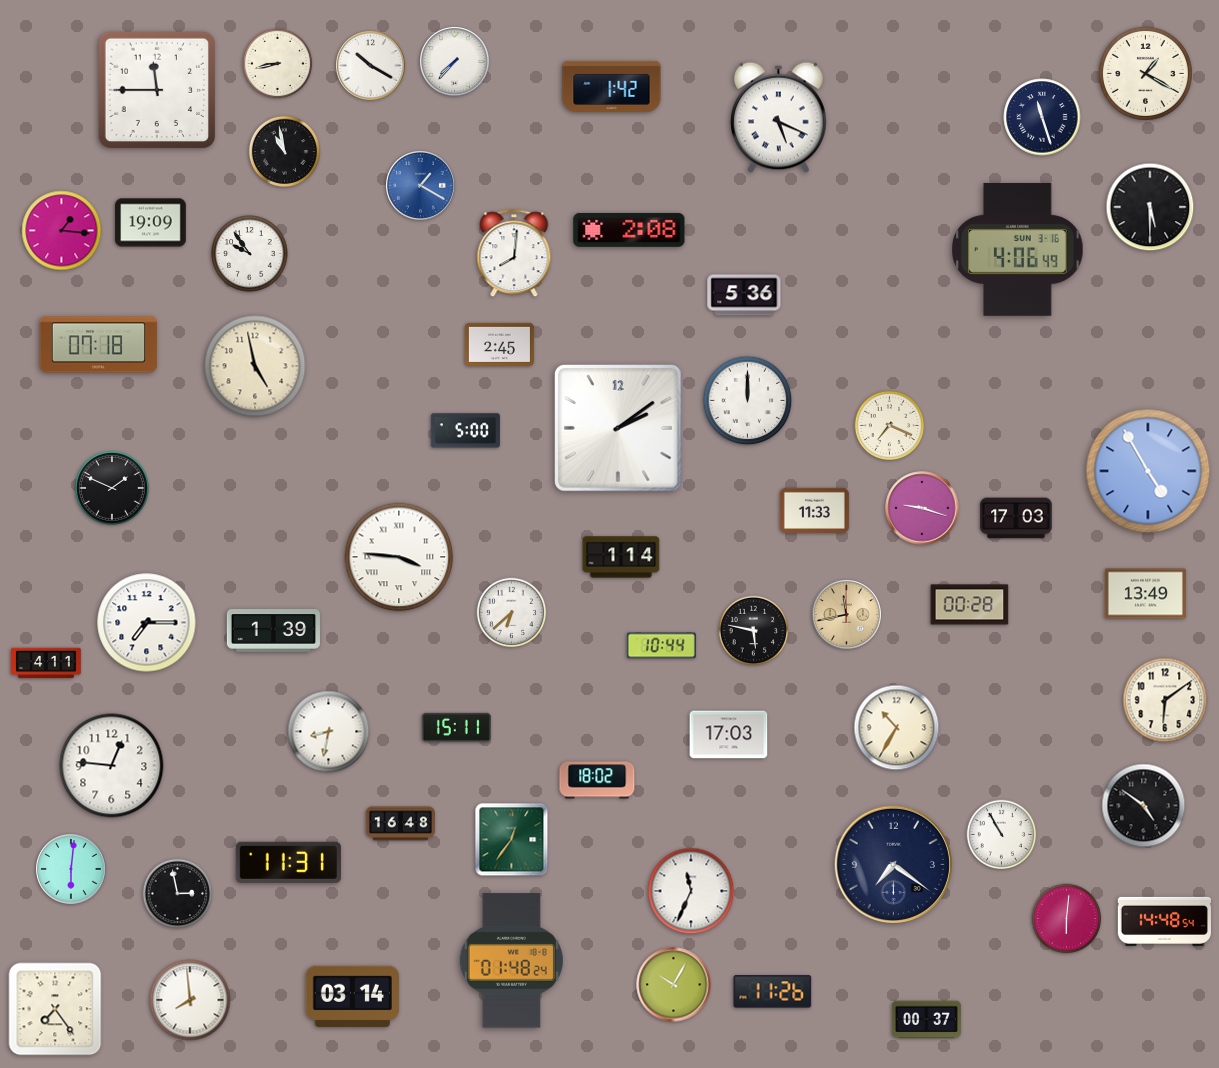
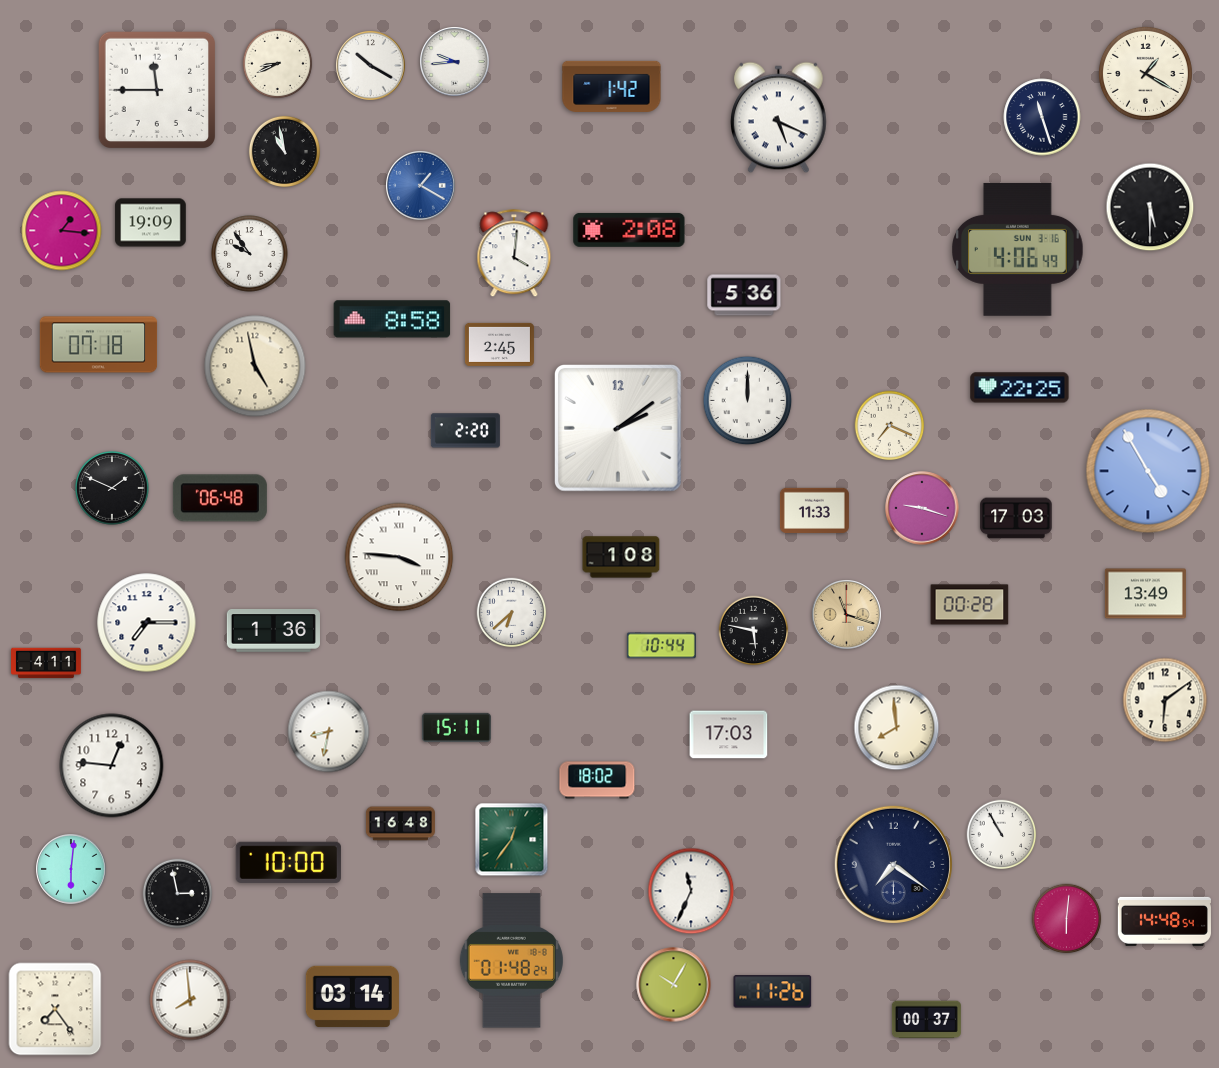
clock at (455, 62): 7:37 -> 9:44
clock at (278, 64): 8:43 -> 8:41
clock at (514, 254): 8:01 -> 4:01
clock at (392, 319): none -> 8:58
clock at (1020, 388): none -> 22:25
clock at (465, 431): 5:00 -> 2:20
clock at (220, 498): none -> 06:48
clock at (621, 557): 1:14 -> 1:08
clock at (847, 615): 11:43 -> 11:18
clock at (273, 631): 1:39 -> 1:36
clock at (897, 728): 10:35 -> 7:59
clock at (1144, 806): 4:51 -> none
clock at (288, 862): 11:31 -> 10:00
